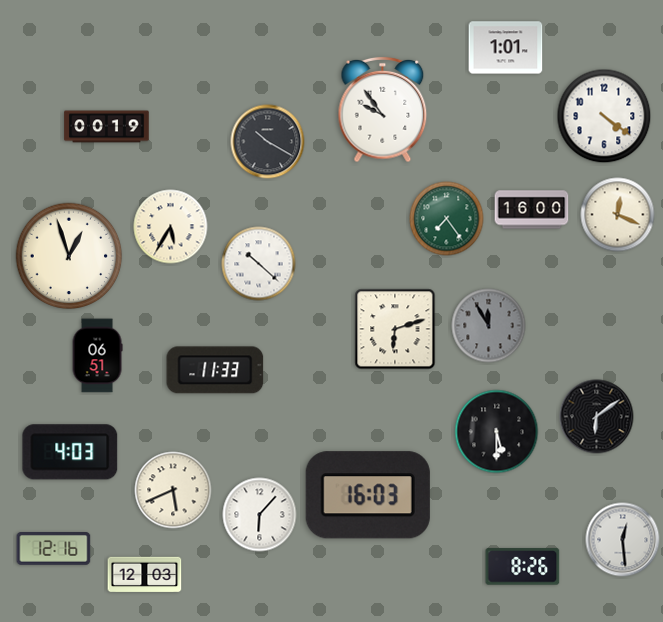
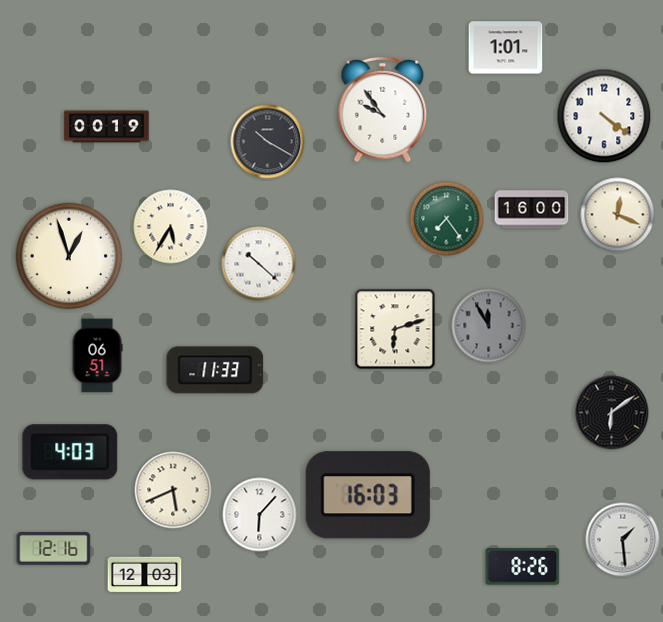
clock at (597, 417) position: (597, 417) -> (612, 413)
clock at (497, 432): 5:30 -> none
clock at (623, 540): 12:29 -> 1:29
